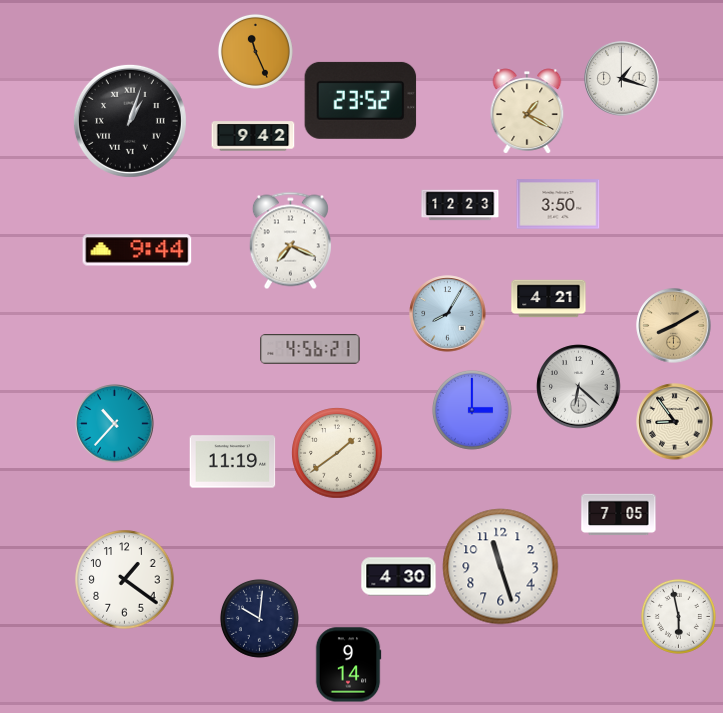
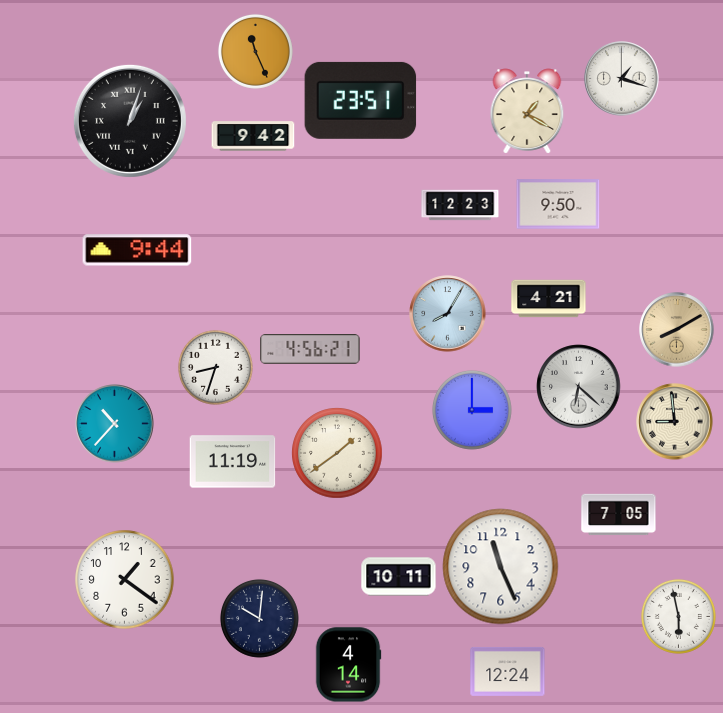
clock at (361, 100): 23:52 -> 23:51
clock at (558, 204): 3:50 -> 9:50
clock at (290, 241): 7:19 -> none
clock at (674, 326) position: (674, 326) -> (677, 330)
clock at (215, 367): none -> 8:33
clock at (675, 422): 8:54 -> 8:59
clock at (501, 567): 11:27 -> 11:26
clock at (399, 577): 4:30 -> 10:11
clock at (348, 665): 9:14 -> 4:14
clock at (508, 671): none -> 12:24
